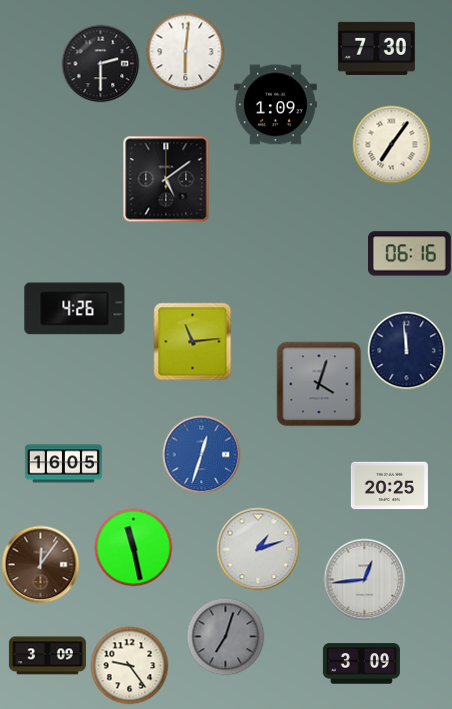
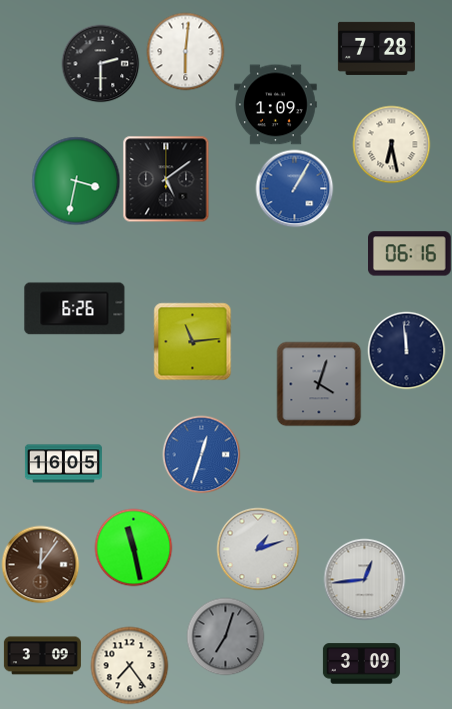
clock at (376, 48): 7:30 -> 7:28
clock at (391, 144): 7:06 -> 6:28
clock at (76, 181): none -> 3:32
clock at (294, 188): none -> 1:05
clock at (75, 309): 4:26 -> 6:26
clock at (389, 486): 20:25 -> none
clock at (47, 656) position: (47, 656) -> (42, 656)
clock at (129, 665): 9:24 -> 7:24
